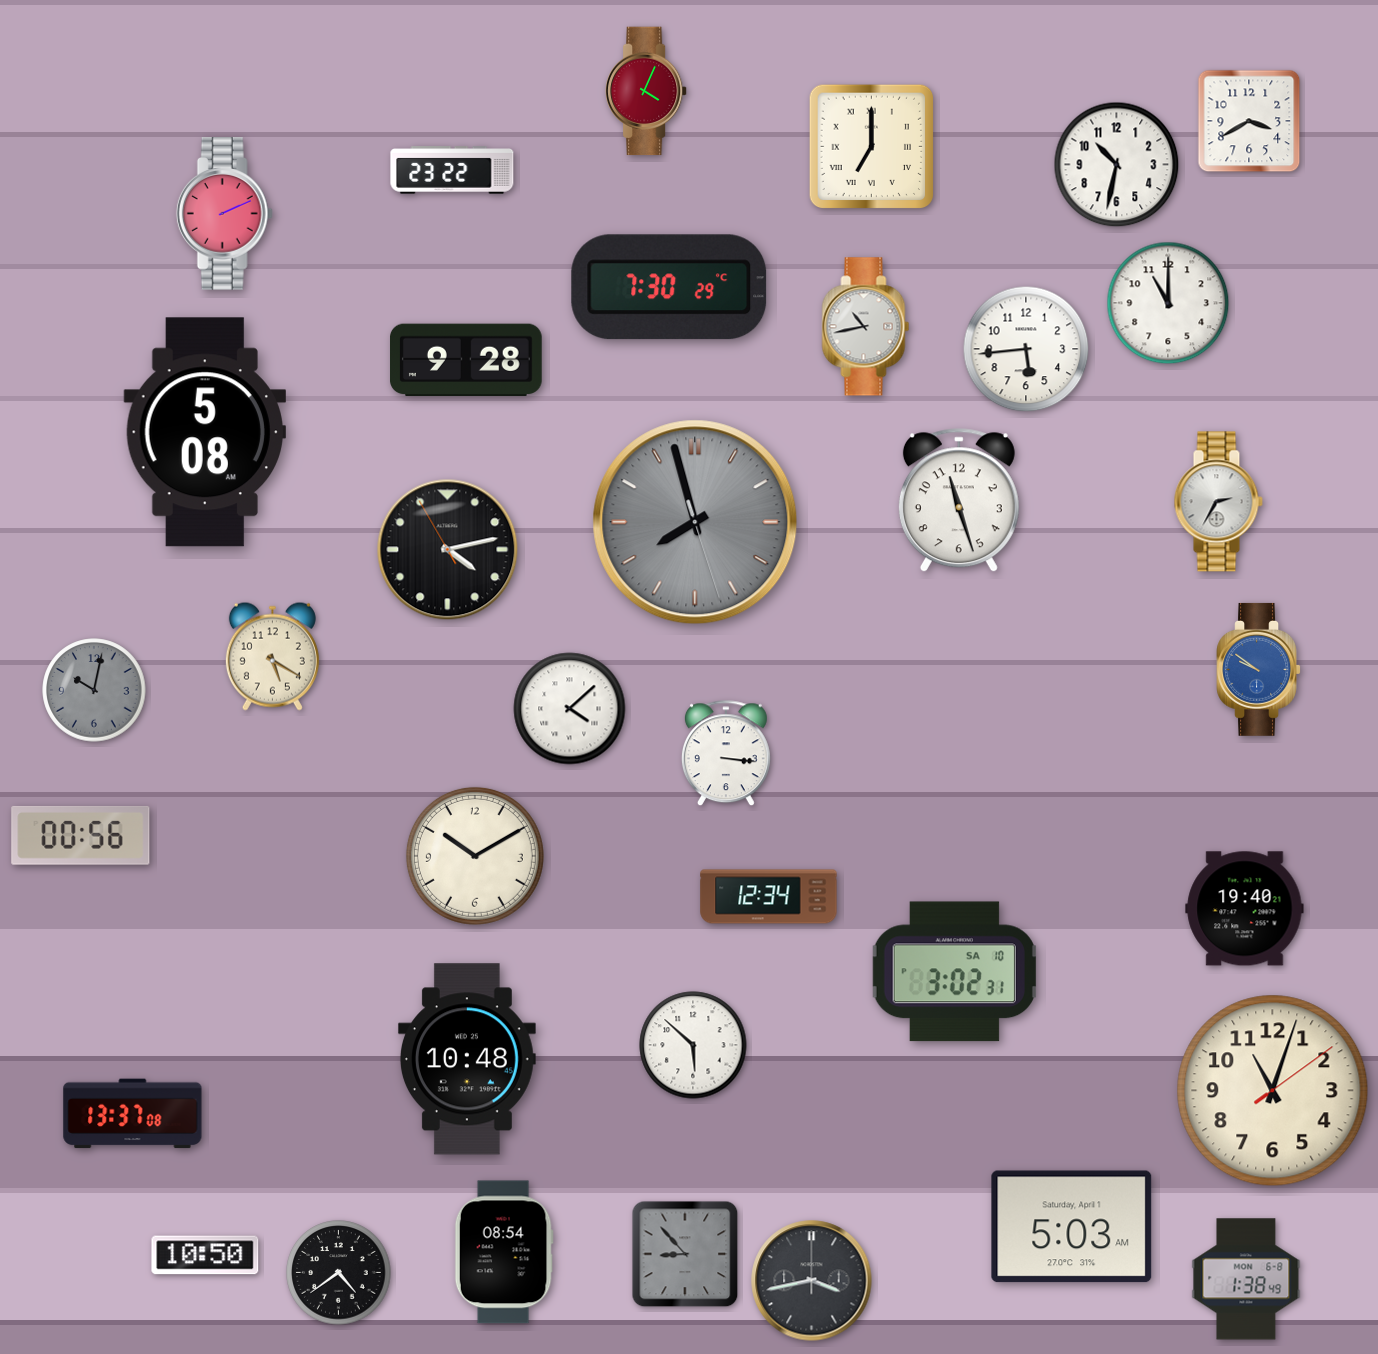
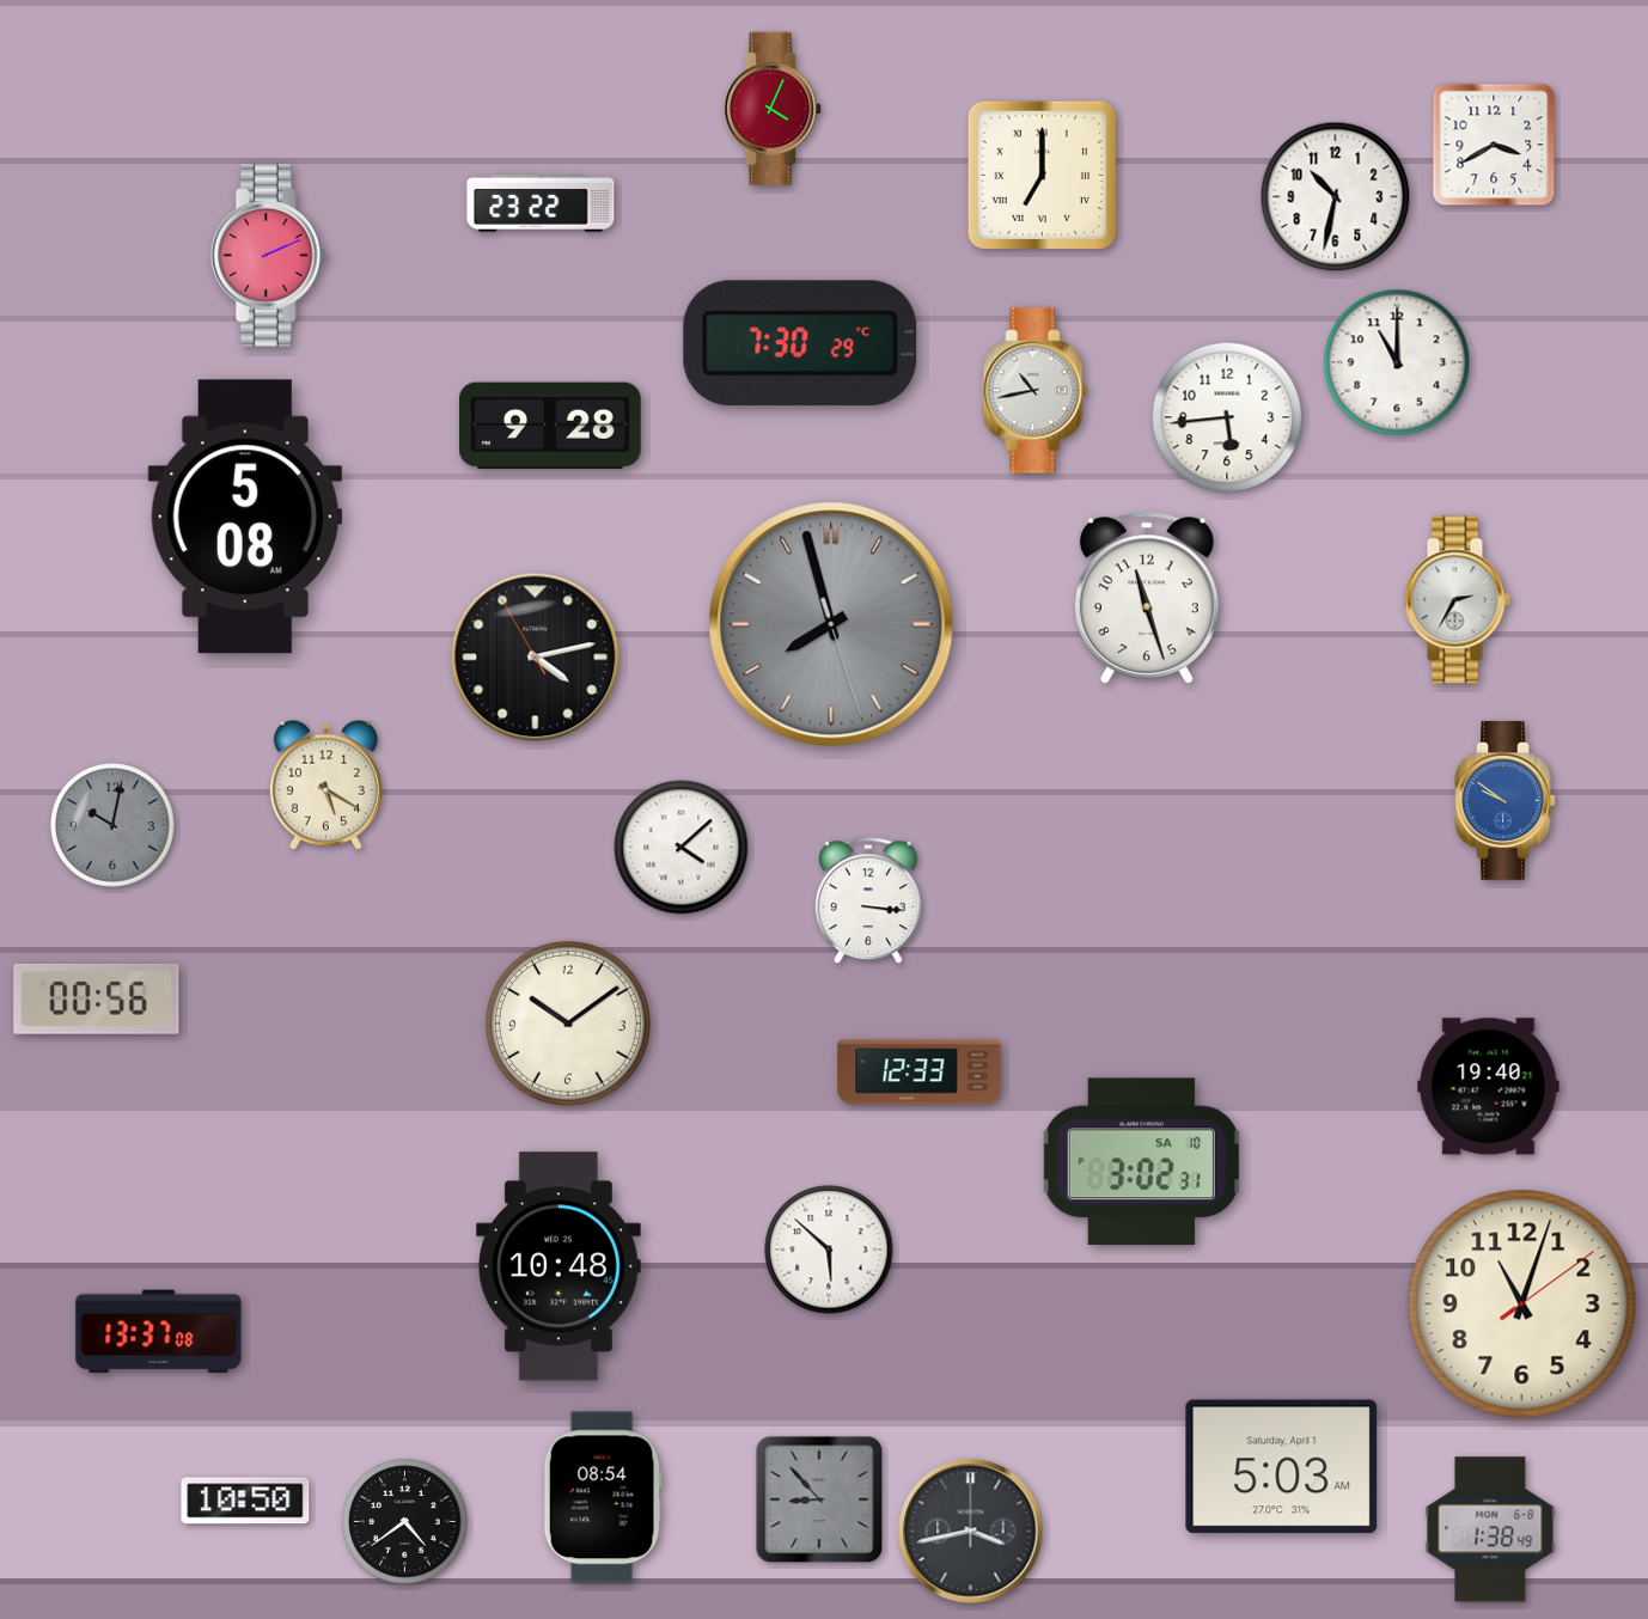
clock at (467, 360) position: (467, 360) -> (551, 426)
clock at (475, 856): 10:10 -> 10:09
clock at (769, 897): 12:34 -> 12:33
